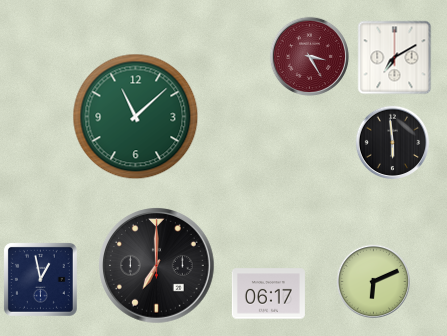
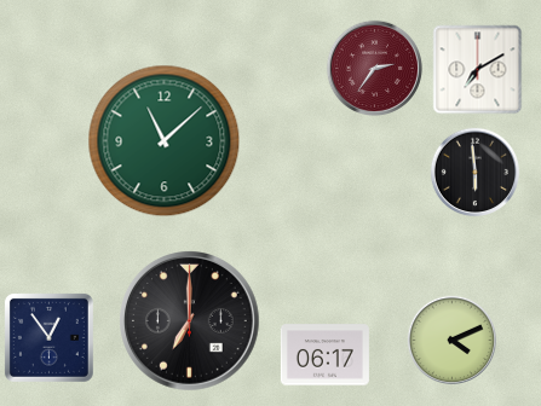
clock at (309, 56): 3:25 -> 2:36
clock at (40, 279): 12:58 -> 12:54
clock at (374, 282): 6:11 -> 4:11
